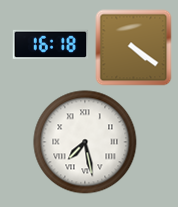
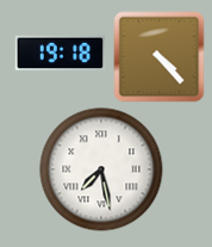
clock at (51, 45): 16:18 -> 19:18
clock at (134, 48): 4:21 -> 4:23
